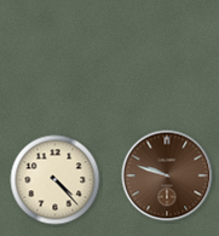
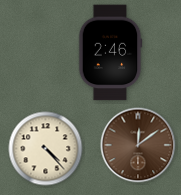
clock at (110, 53): none -> 2:46
clock at (167, 175): 9:48 -> 12:09
